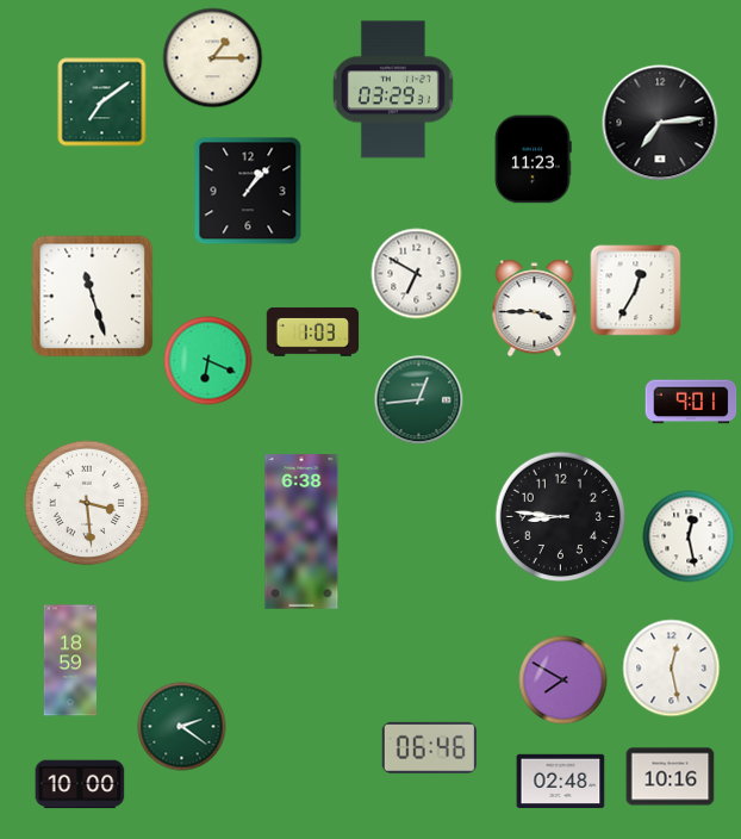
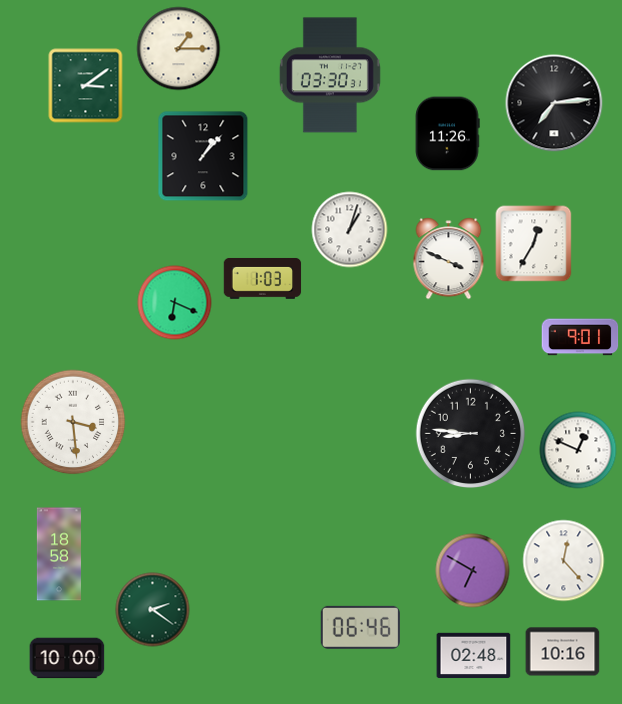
clock at (393, 89): 03:29 -> 03:30
clock at (102, 102): 7:09 -> 3:09
clock at (533, 160): 11:23 -> 11:26
clock at (248, 191) position: (248, 191) -> (203, 156)
clock at (417, 274): 6:50 -> 1:03
clock at (93, 297): 11:27 -> none
clock at (535, 309): 3:45 -> 3:49
clock at (419, 400): 12:44 -> none
clock at (301, 532): 6:38 -> none
clock at (689, 536): 12:28 -> 12:49
clock at (70, 660): 18:59 -> 18:58
clock at (672, 669): 12:28 -> 12:23
clock at (563, 680): 7:50 -> 6:50
clock at (561, 782) position: (561, 782) -> (474, 656)
